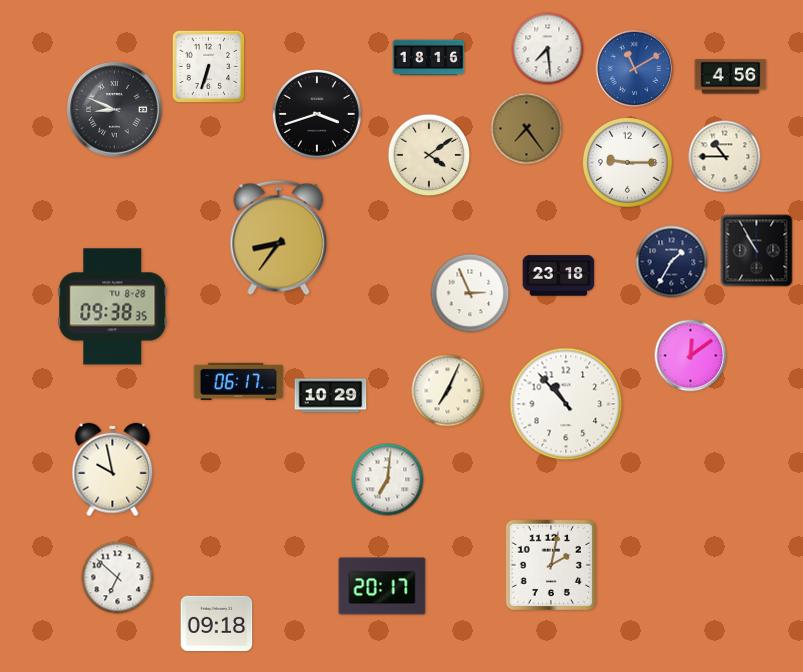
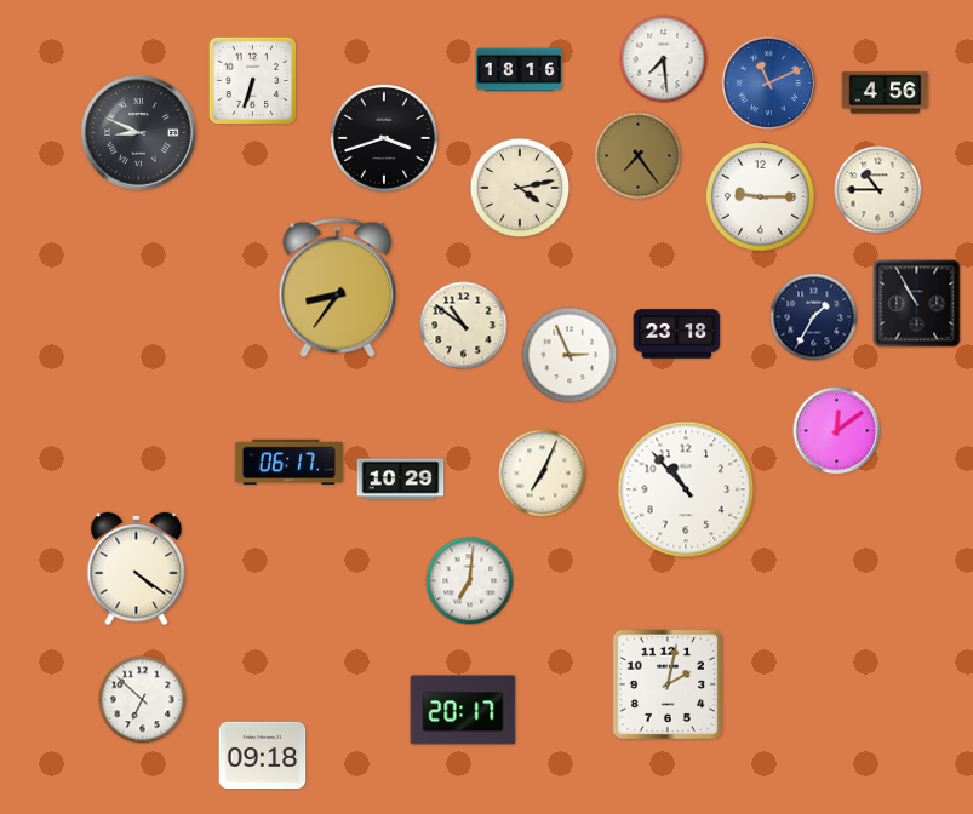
clock at (635, 69): 11:10 -> 11:11
clock at (429, 155): 4:09 -> 4:13
clock at (464, 326): none -> 10:51
clock at (113, 307): 09:38 -> none
clock at (113, 470): 9:58 -> 4:21
